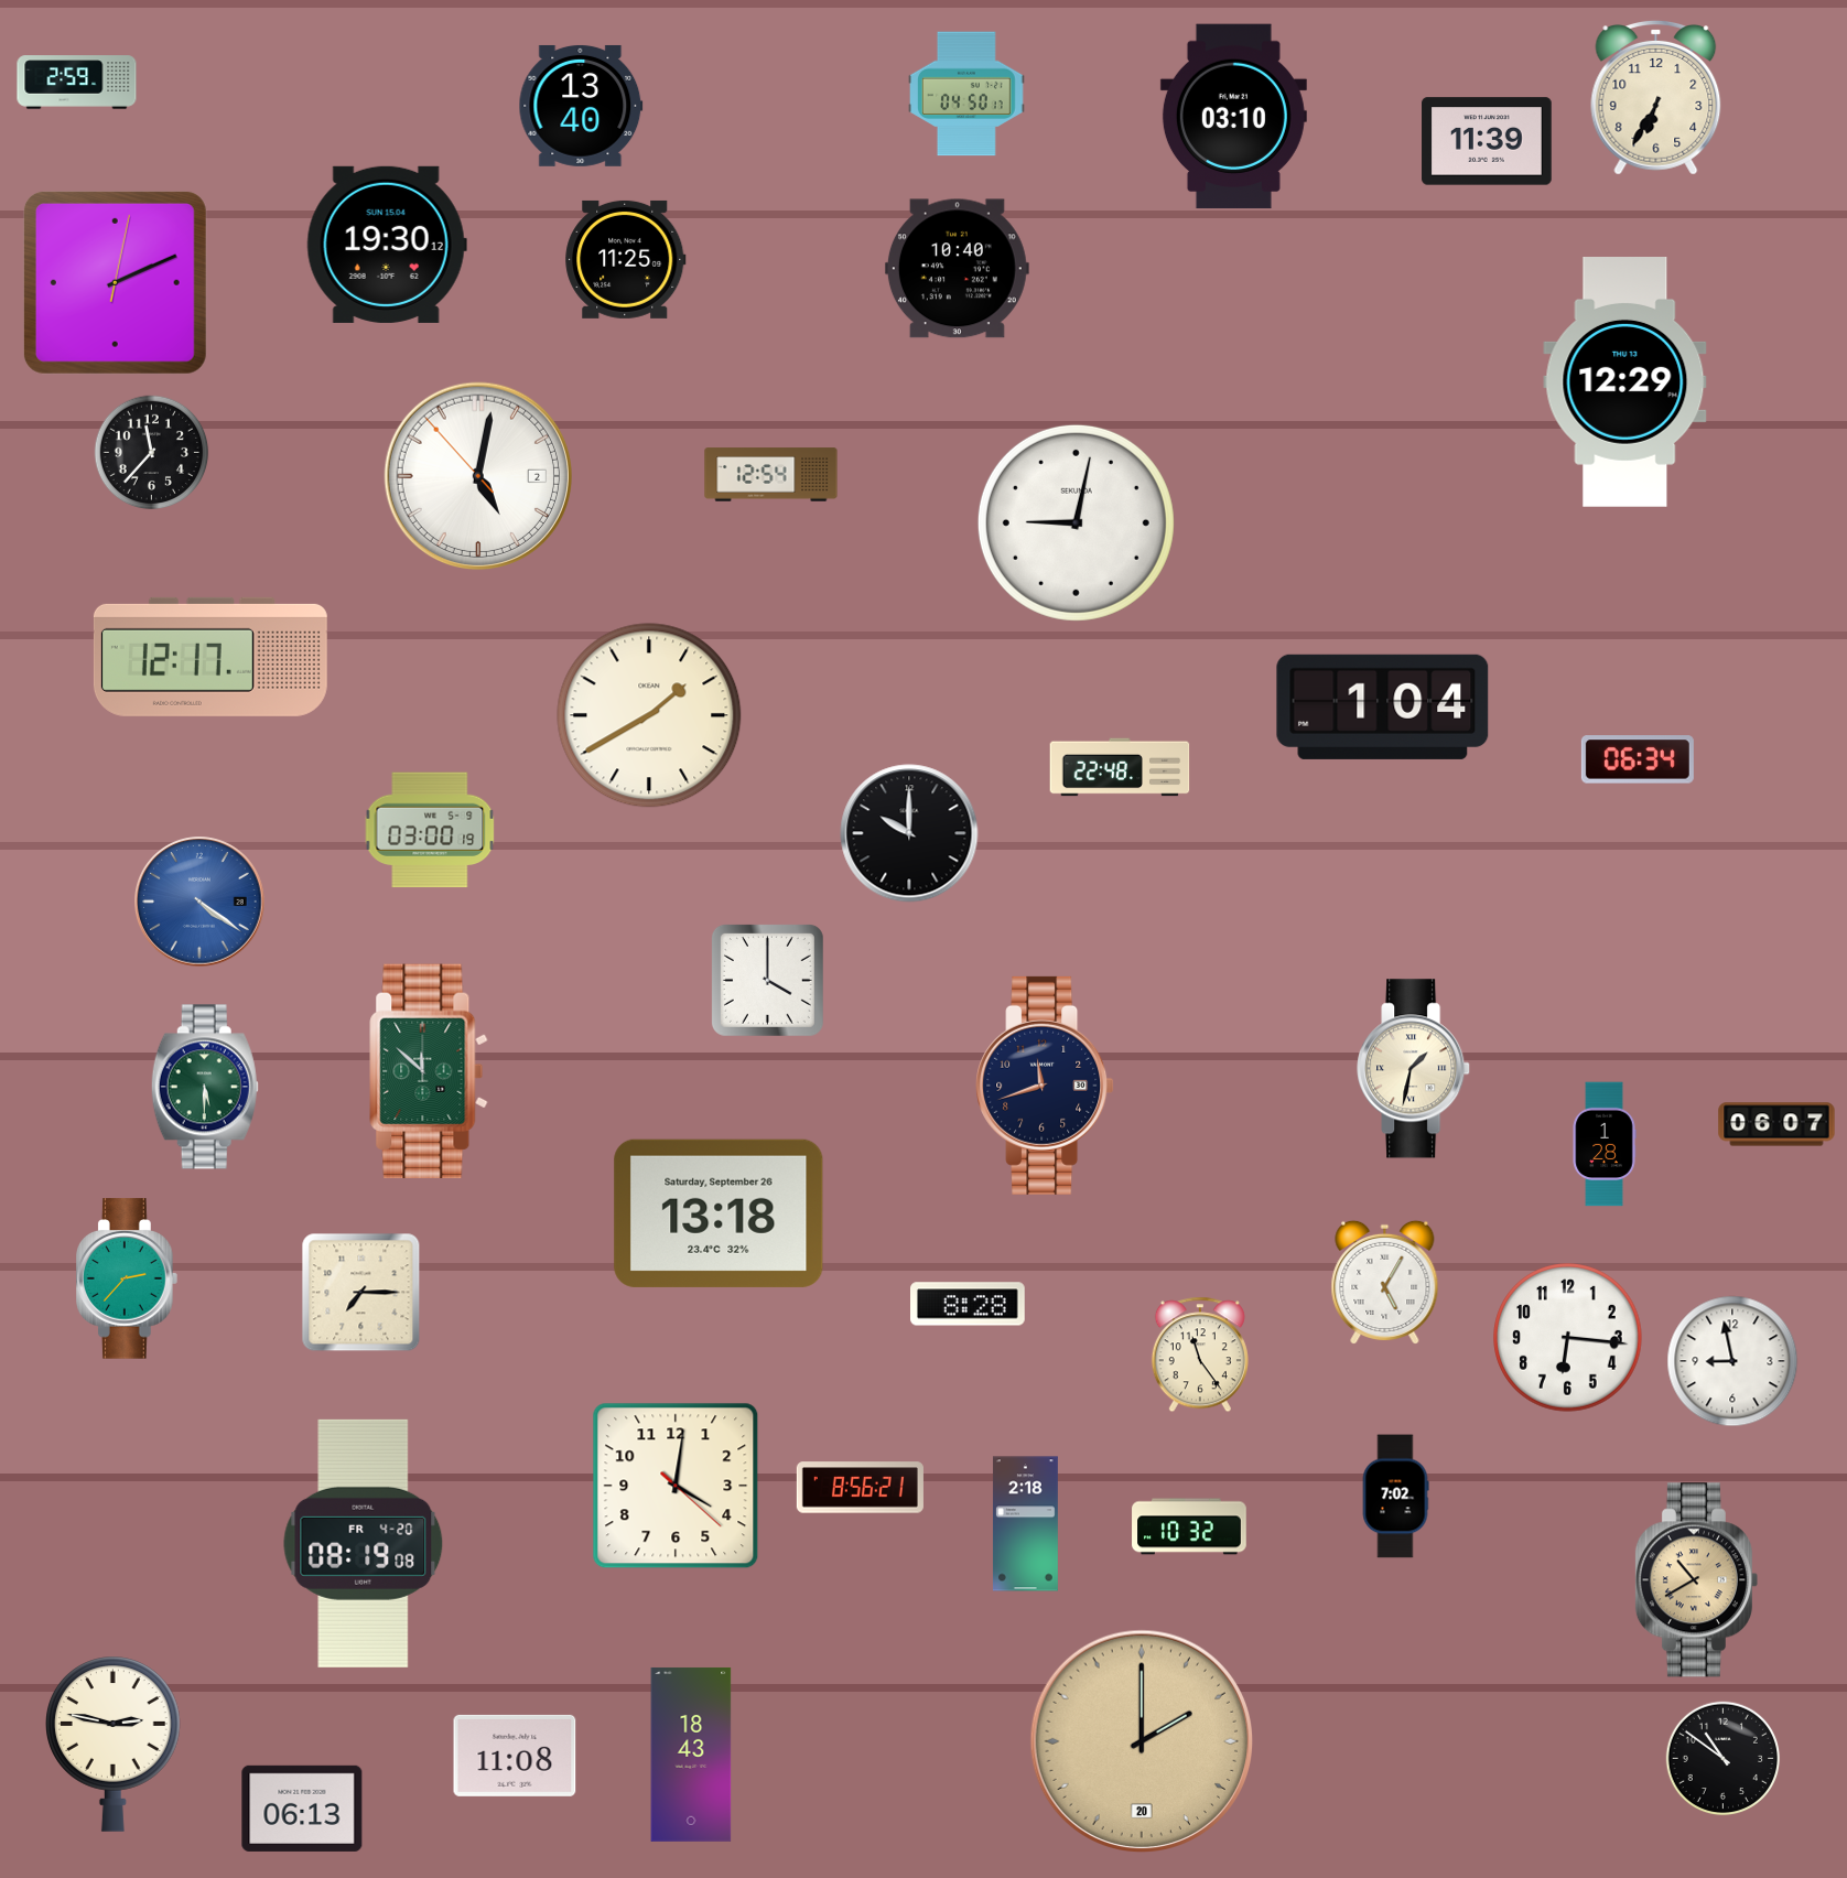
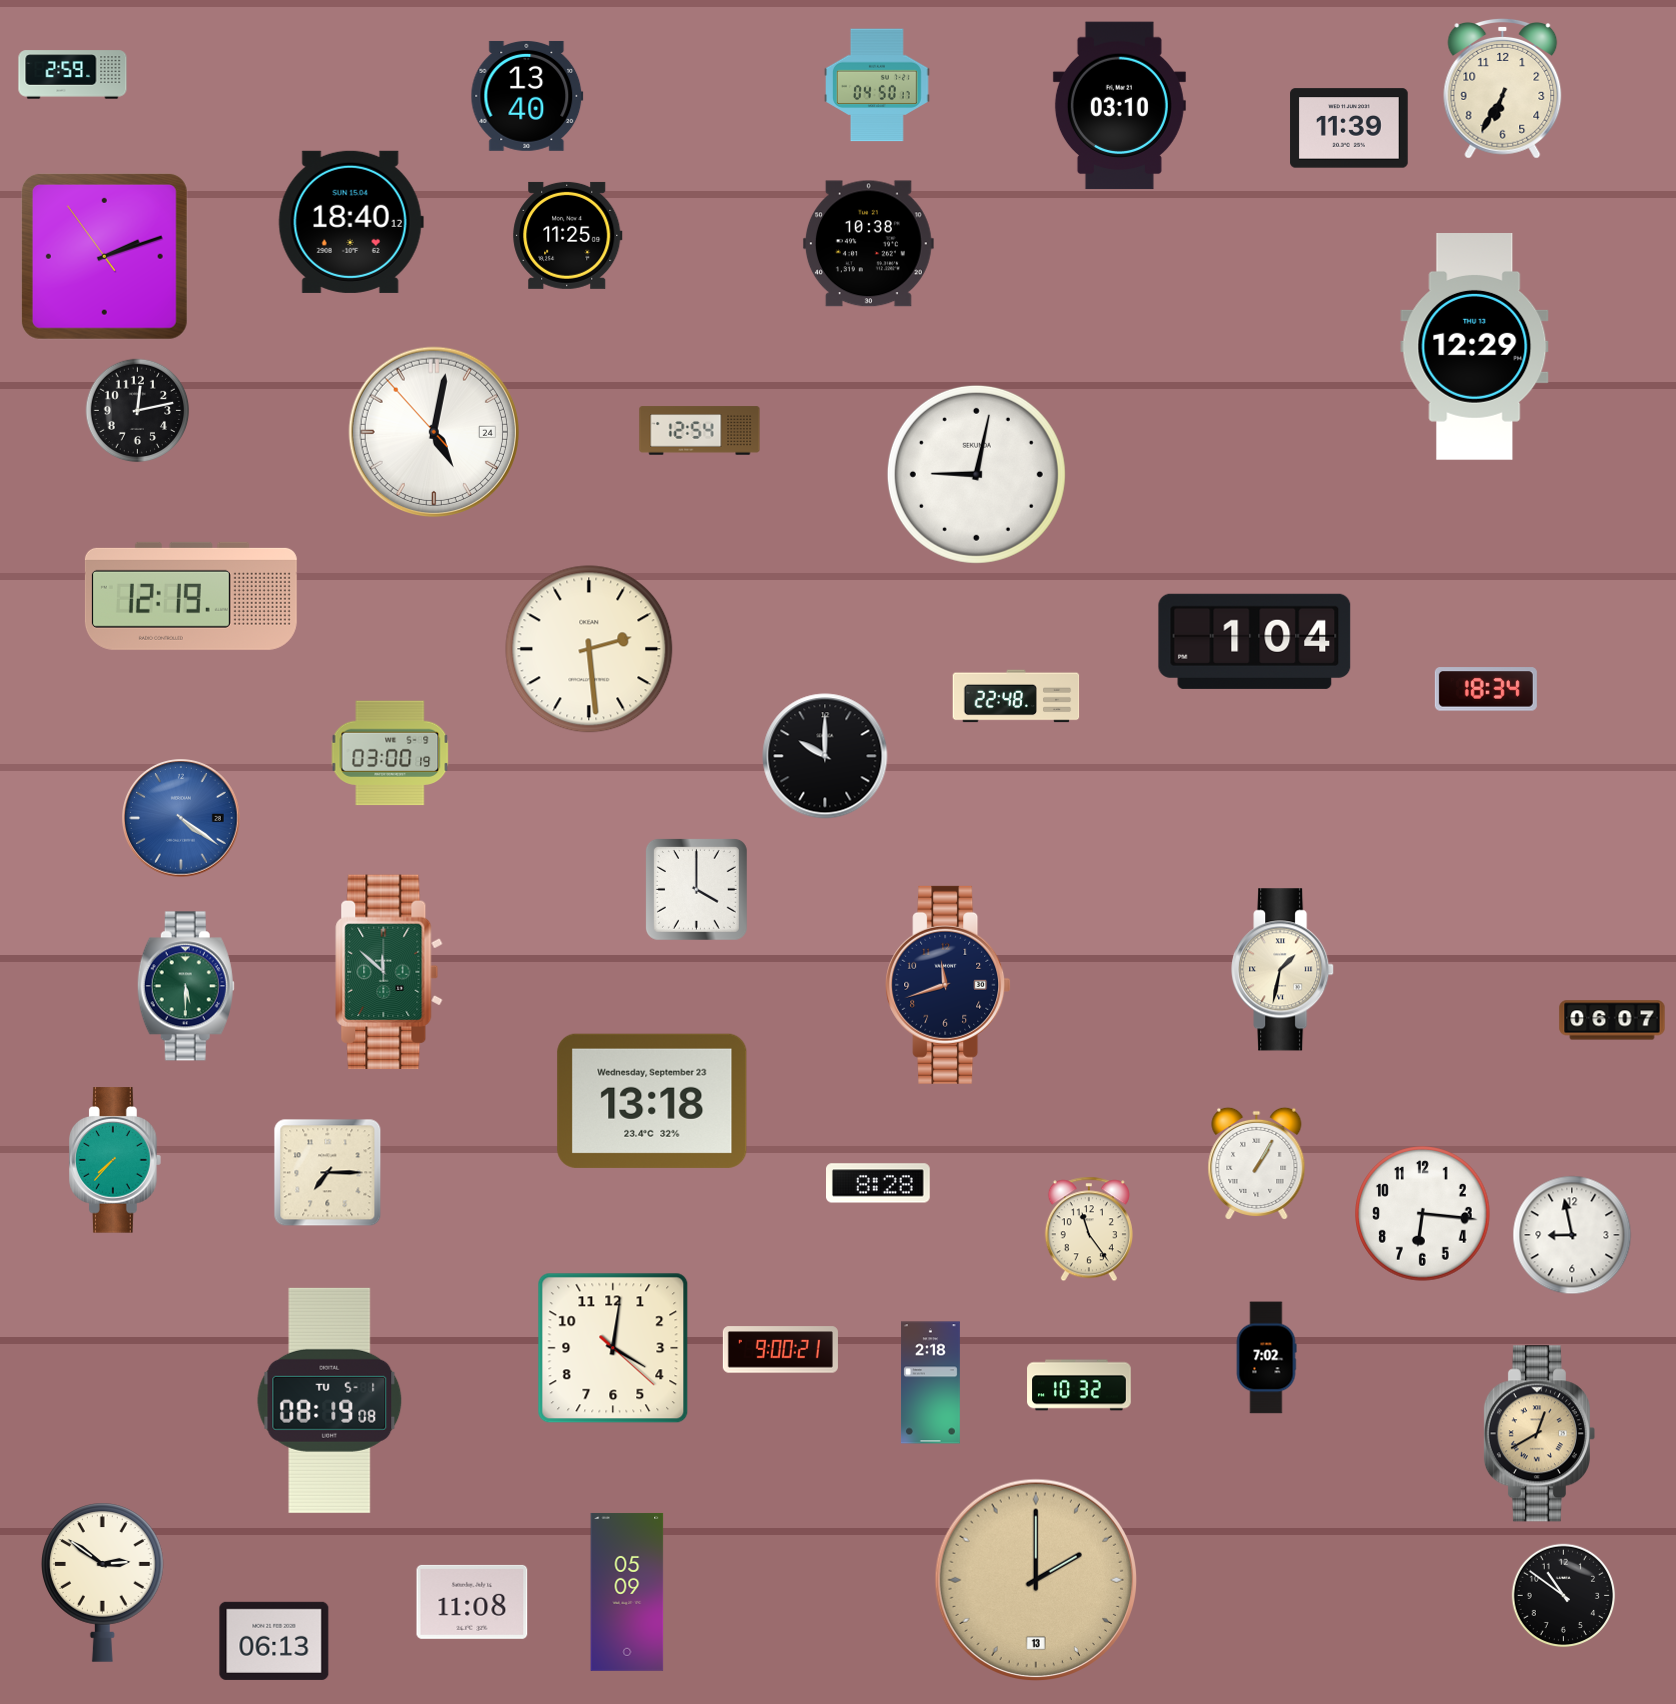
clock at (77, 83) position: (77, 83) -> (73, 75)
clock at (387, 245): 19:30 -> 18:40
clock at (957, 269): 10:40 -> 10:38
clock at (115, 282): 2:11:02 -> 2:11:54
clock at (152, 453): 11:37 -> 12:13
clock at (478, 476) date: 2 -> 24
clock at (210, 657): 12:17 -> 12:19
clock at (649, 715): 1:40 -> 2:29
clock at (1638, 759): 06:34 -> 18:34
clock at (1605, 1144): 1:28 -> none
clock at (719, 1213) date: Saturday, September 26 -> Wednesday, September 23
clock at (128, 1278): 2:37 -> 7:37
clock at (1385, 1282): 5:05 -> 1:05
clock at (860, 1488): 8:56 -> 9:00
clock at (364, 1543) date: FR 4-20 -> TU 5-1
clock at (1696, 1580): 10:40 -> 12:40
clock at (1141, 1740) date: 20 -> 13
clock at (114, 1744): 2:47 -> 2:51
clock at (691, 1755): 18:43 -> 05:09
clock at (515, 1756) position: (515, 1756) -> (472, 1602)
